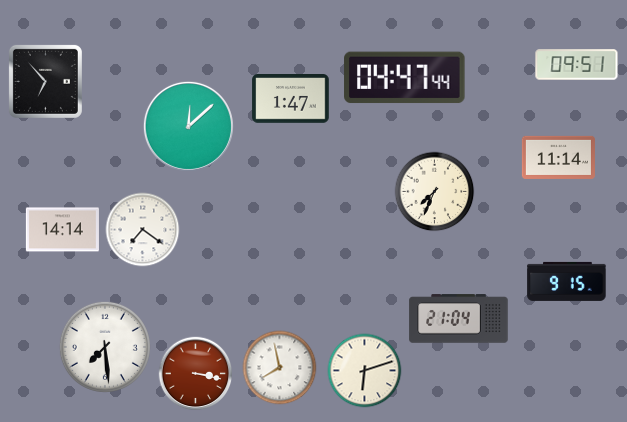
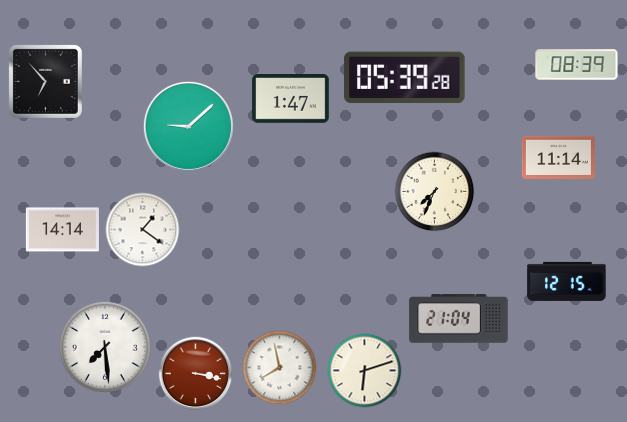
clock at (577, 65): 09:51 -> 08:39
clock at (405, 78): 04:47 -> 05:39
clock at (188, 126): 12:08 -> 9:08
clock at (143, 230): 7:21 -> 1:21
clock at (567, 281): 9:15 -> 12:15
